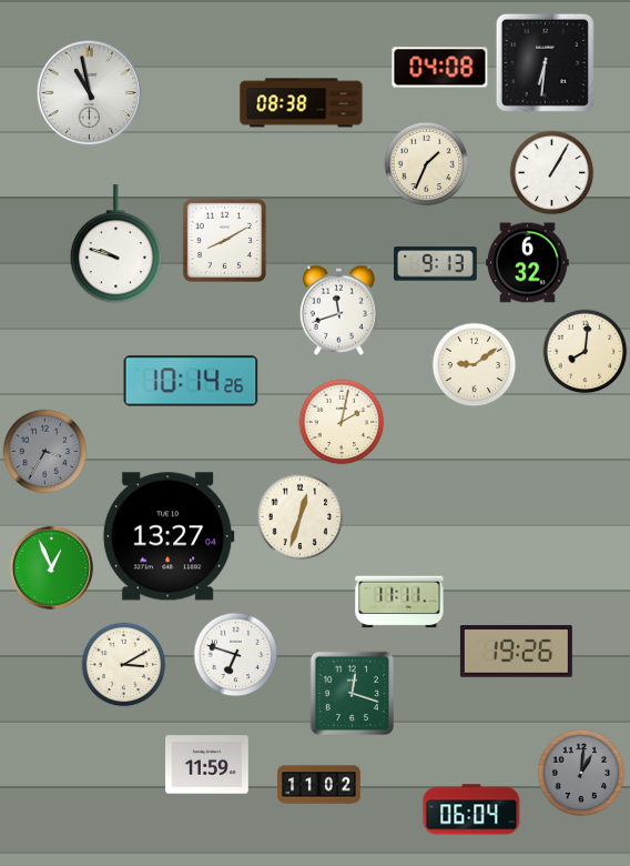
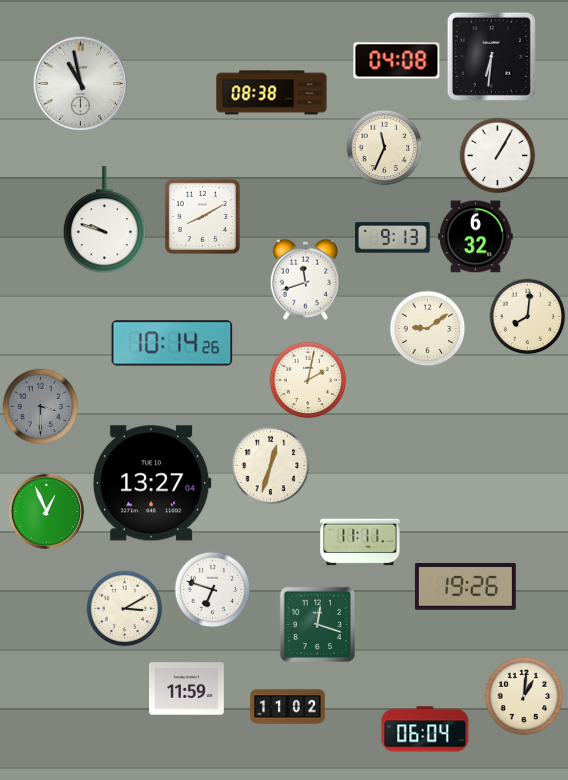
clock at (427, 164): 1:34 -> 11:34
clock at (45, 452): 3:35 -> 3:30
clock at (124, 665) position: (124, 665) -> (125, 609)
clock at (581, 773) dial: grey -> cream
